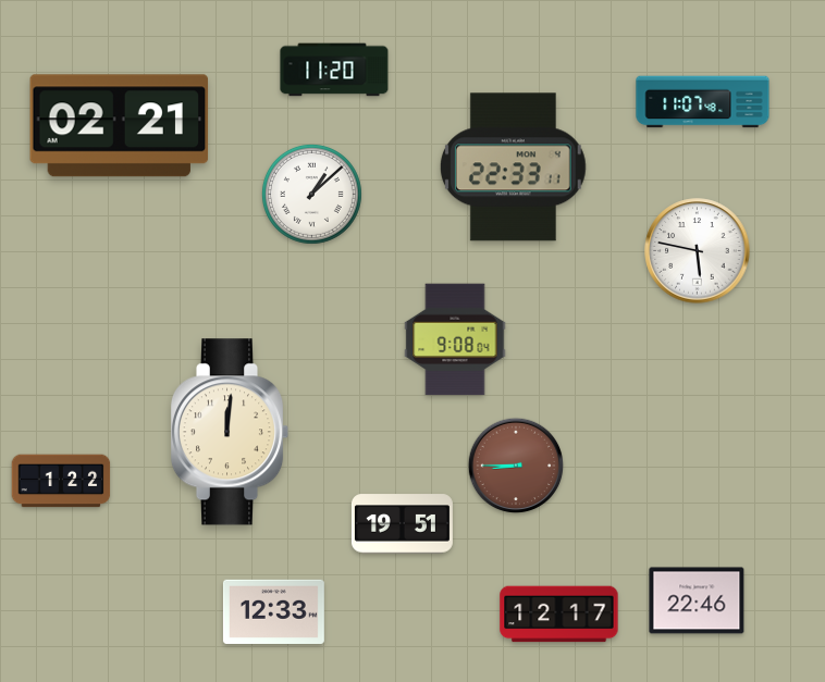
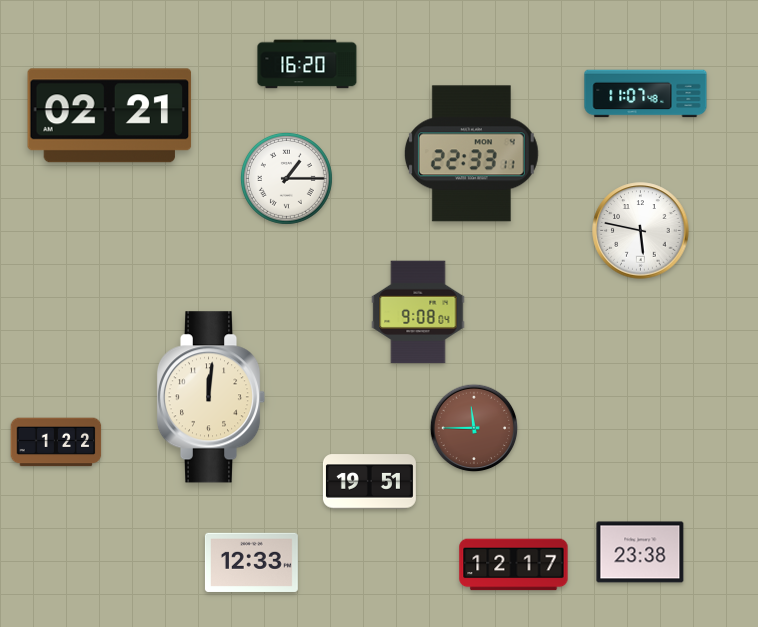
clock at (334, 70): 11:20 -> 16:20
clock at (311, 194): 1:08 -> 1:15
clock at (516, 466): 8:45 -> 11:45
clock at (697, 600): 22:46 -> 23:38
